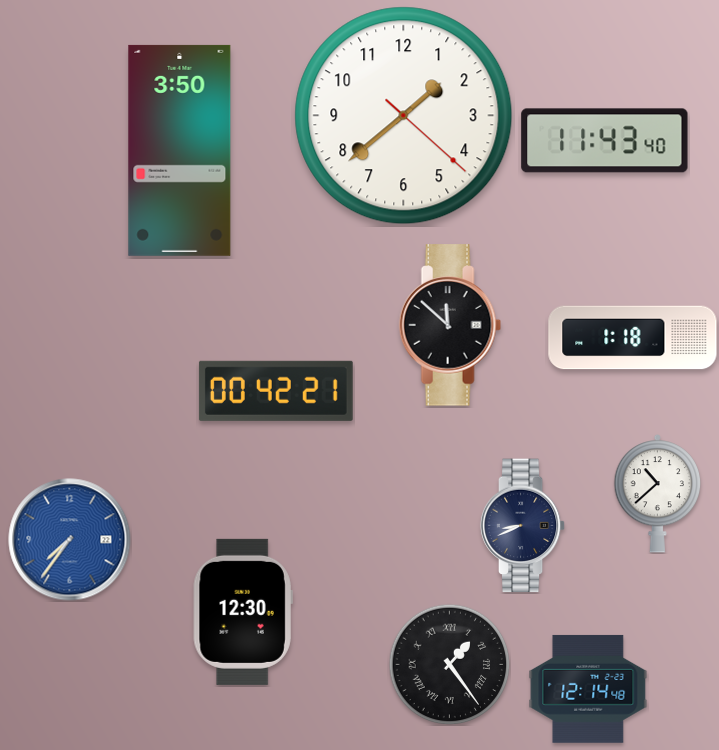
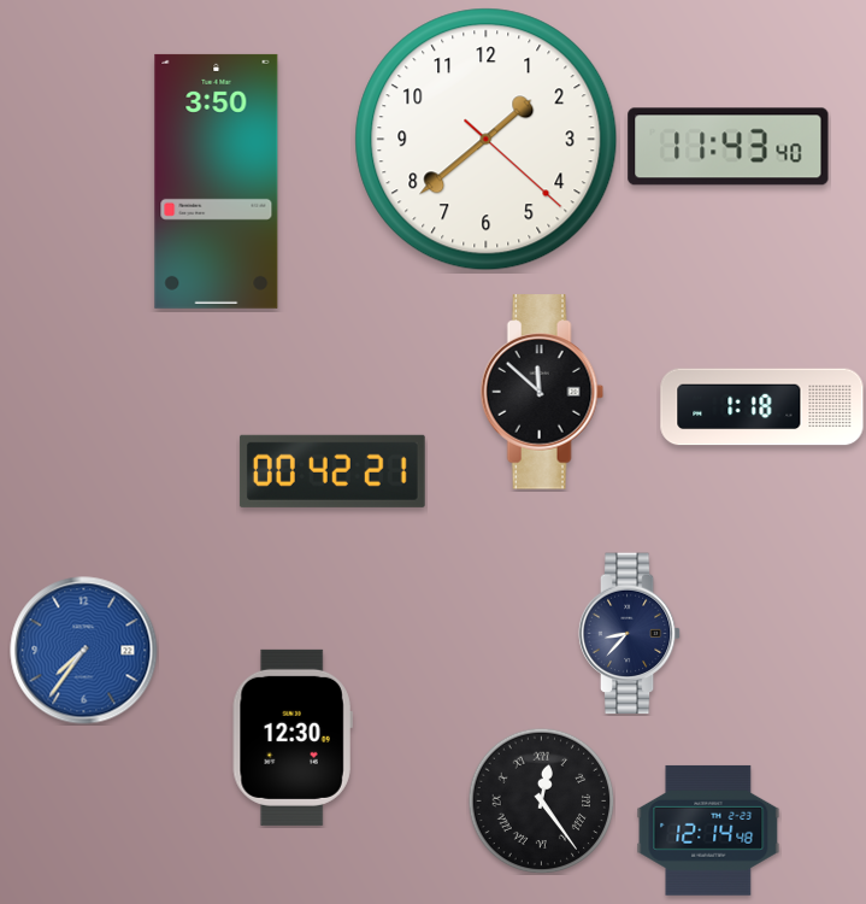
clock at (605, 141) position: (605, 141) -> (729, 147)
clock at (658, 494): 10:38 -> none
clock at (523, 526): 8:41 -> 8:37
clock at (449, 664): 1:24 -> 12:24
